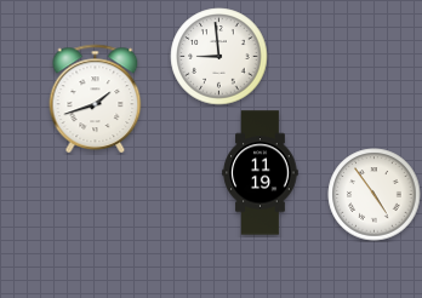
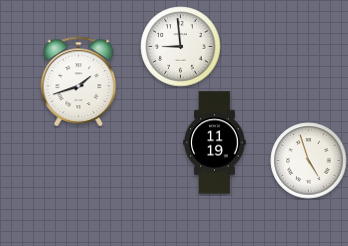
clock at (375, 195): 4:54 -> 4:57
